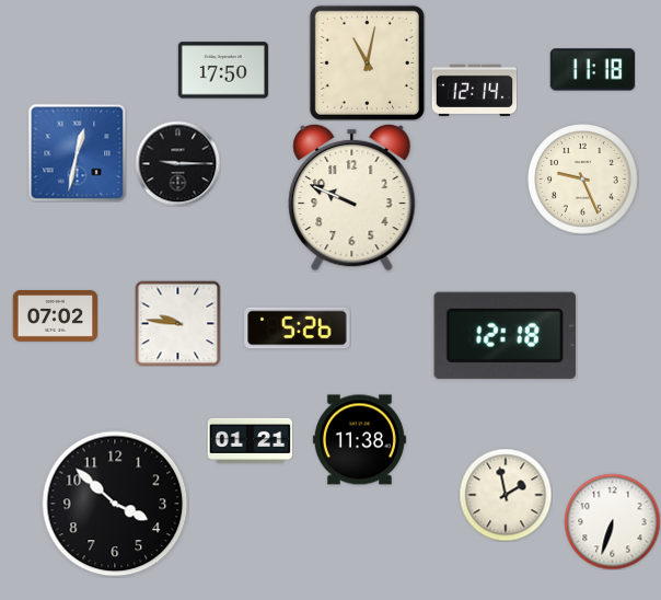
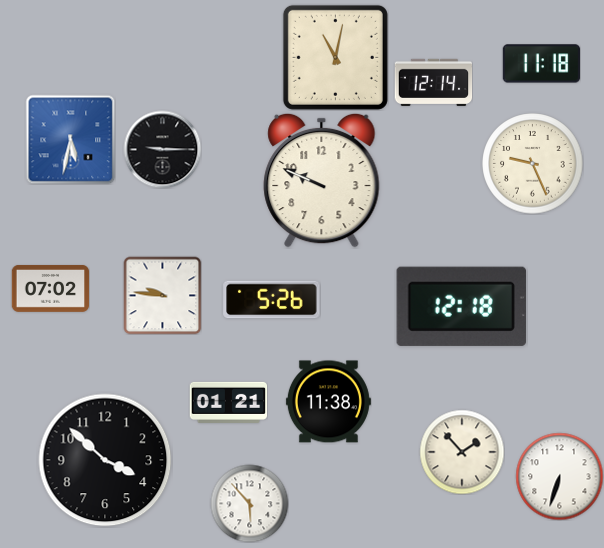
clock at (223, 70): 17:50 -> none
clock at (77, 152): 12:32 -> 5:32
clock at (506, 495): 1:58 -> 1:53
clock at (249, 503): none -> 5:53
